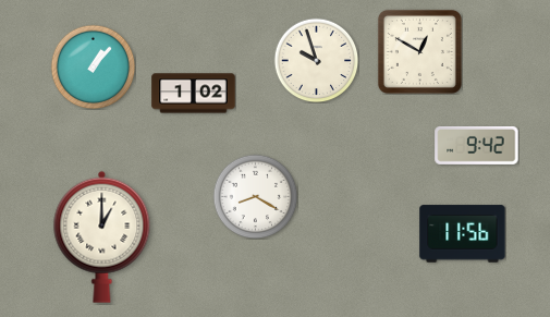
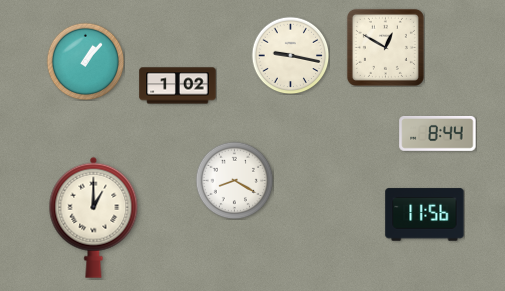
clock at (316, 60): 9:57 -> 9:17
clock at (477, 145): 9:42 -> 8:44
